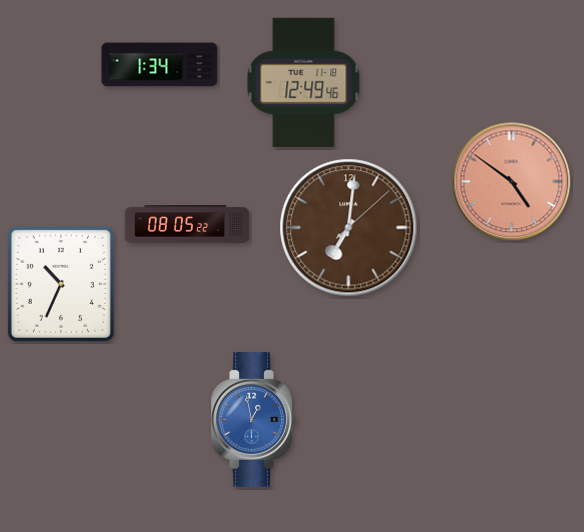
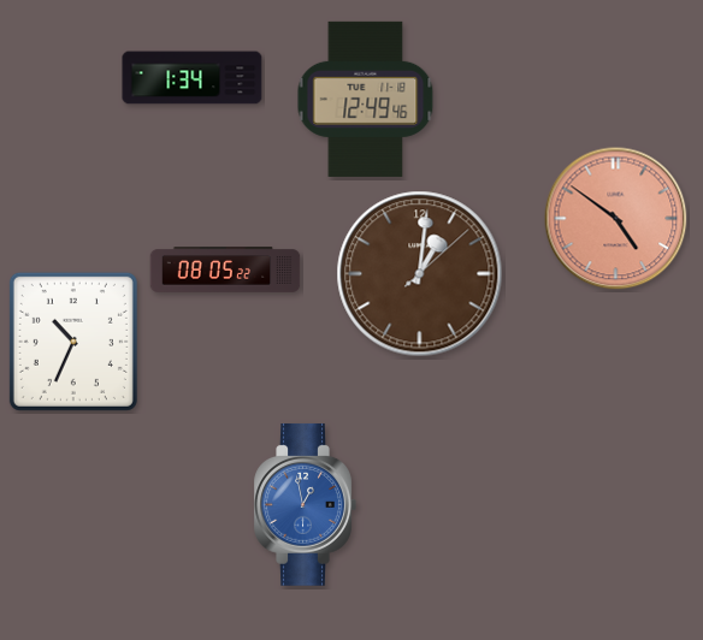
clock at (349, 228): 7:01 -> 1:01
